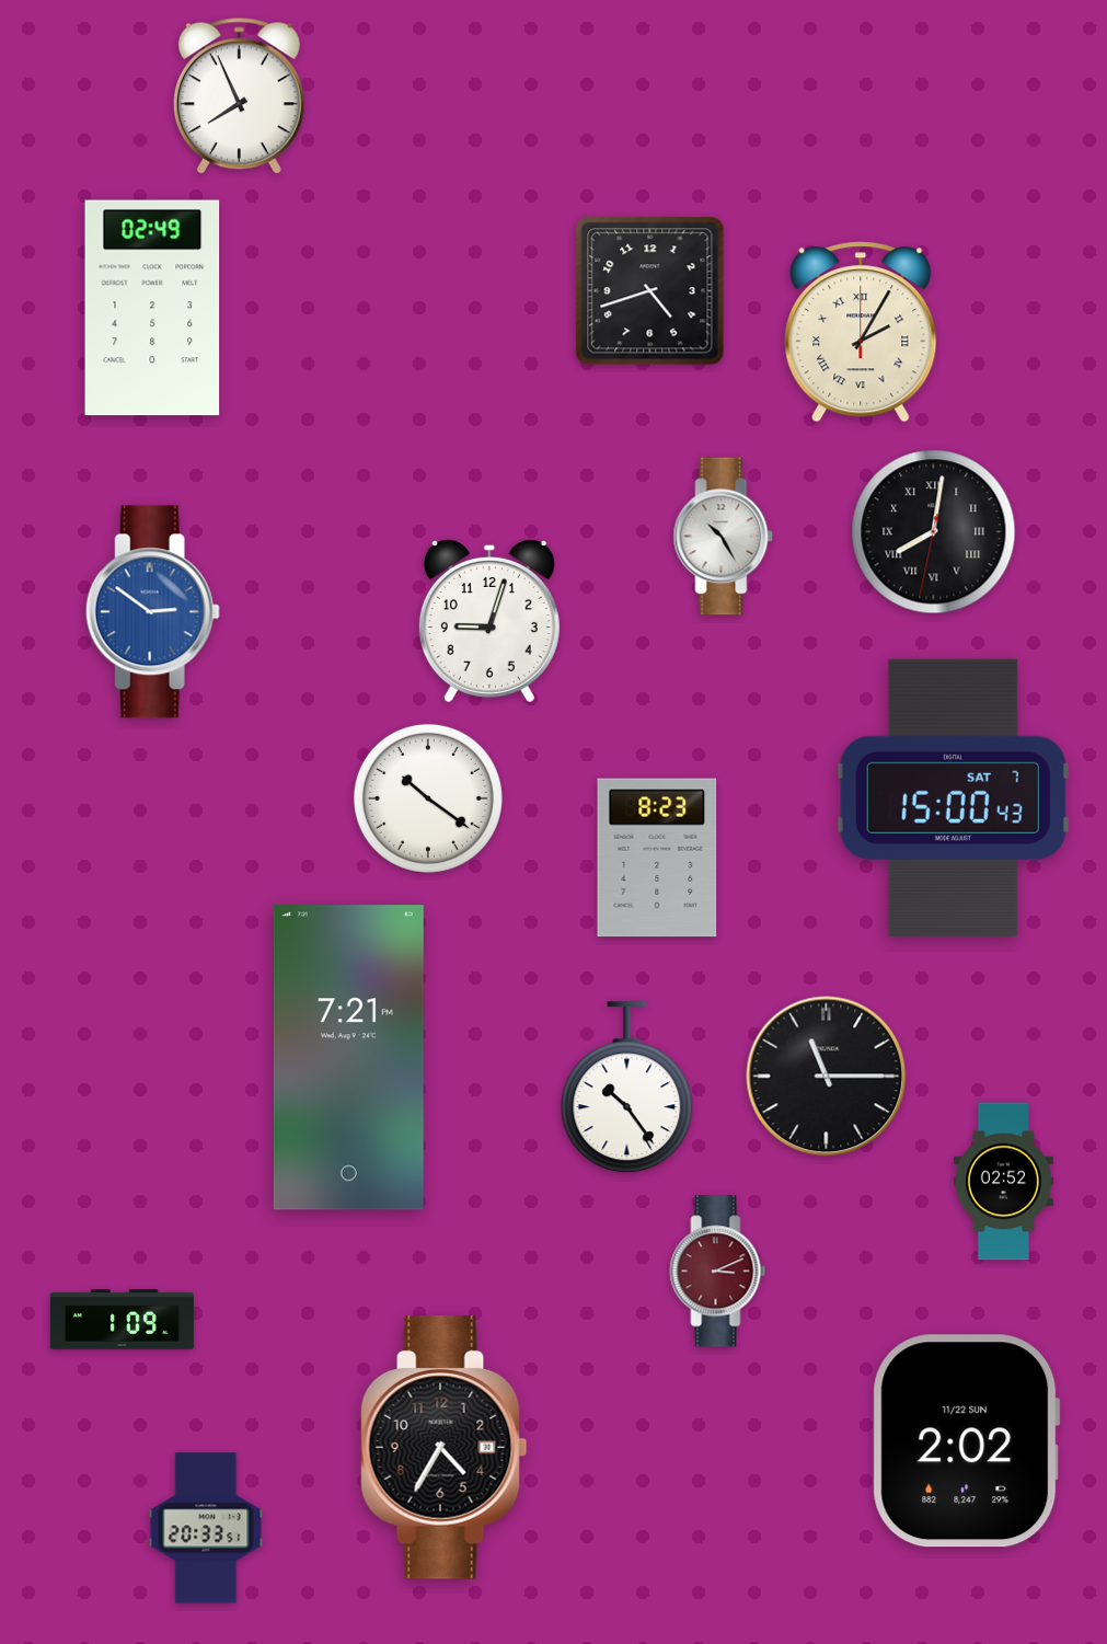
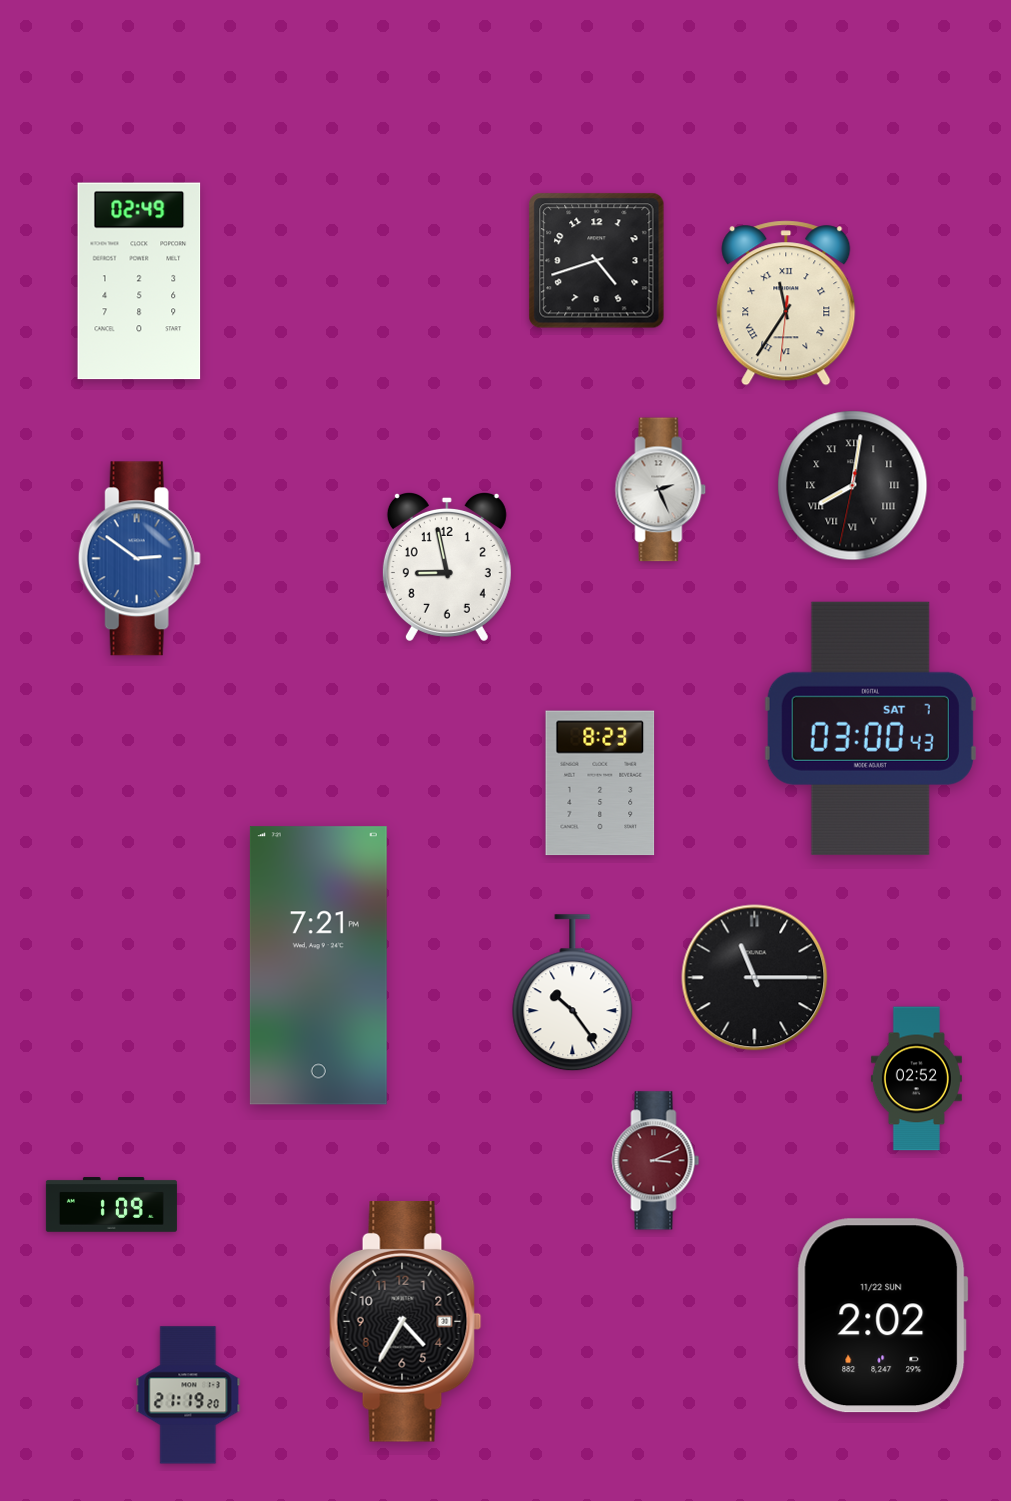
clock at (239, 96): 7:56 -> none
clock at (650, 291) position: (650, 291) -> (597, 261)
clock at (861, 332): 2:05 -> 11:35
clock at (724, 537): 10:25 -> 2:26
clock at (489, 620): 9:03 -> 8:58
clock at (953, 797): 15:00 -> 03:00
clock at (428, 798): 10:21 -> none
clock at (827, 1077) position: (827, 1077) -> (755, 978)
clock at (206, 1528): 20:33 -> 21:19
